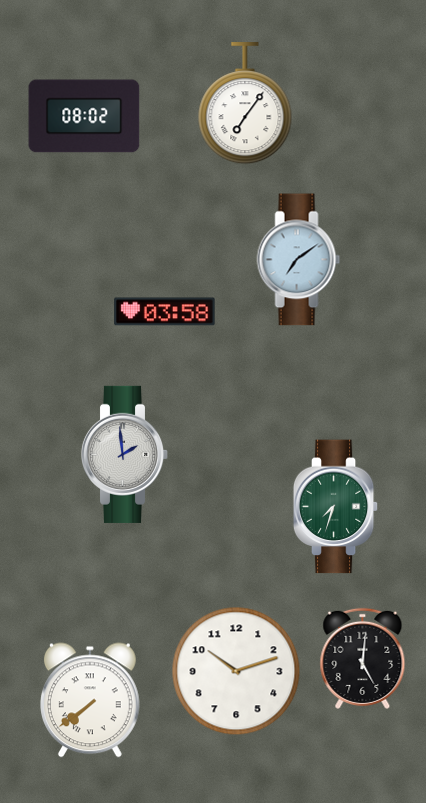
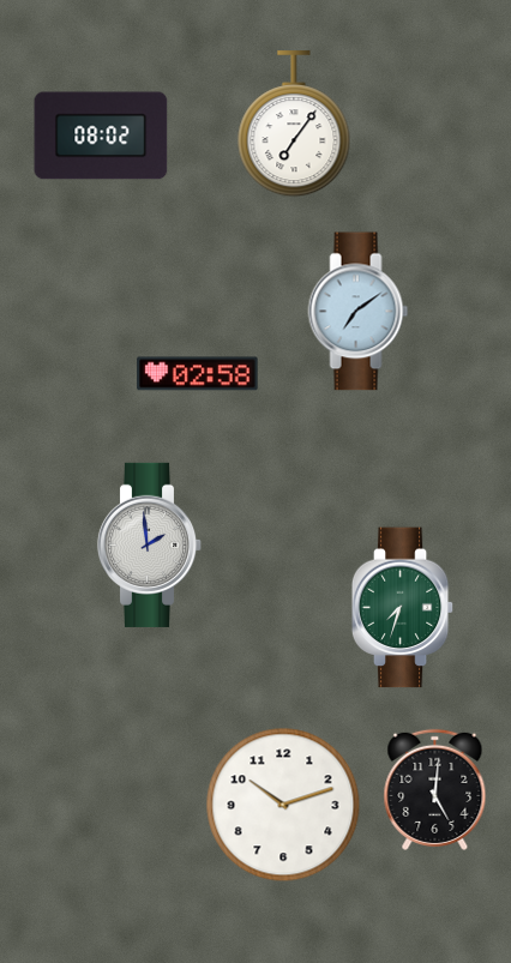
clock at (84, 116) position: (84, 116) -> (101, 136)
clock at (165, 312): 03:58 -> 02:58
clock at (90, 700): 7:39 -> none
